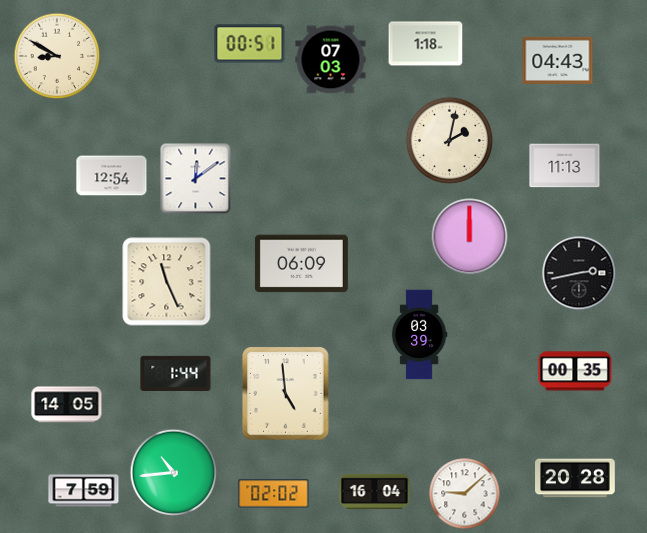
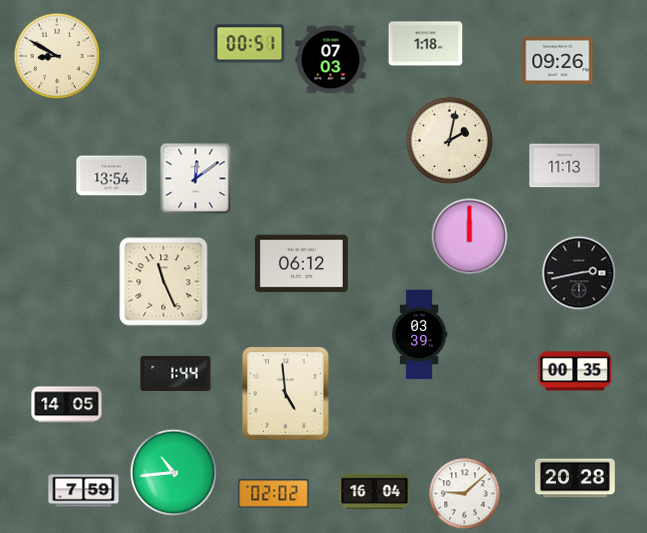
clock at (558, 60): 04:43 -> 09:26
clock at (112, 176): 12:54 -> 13:54
clock at (301, 264): 06:09 -> 06:12
clock at (167, 282) position: (167, 282) -> (164, 282)
